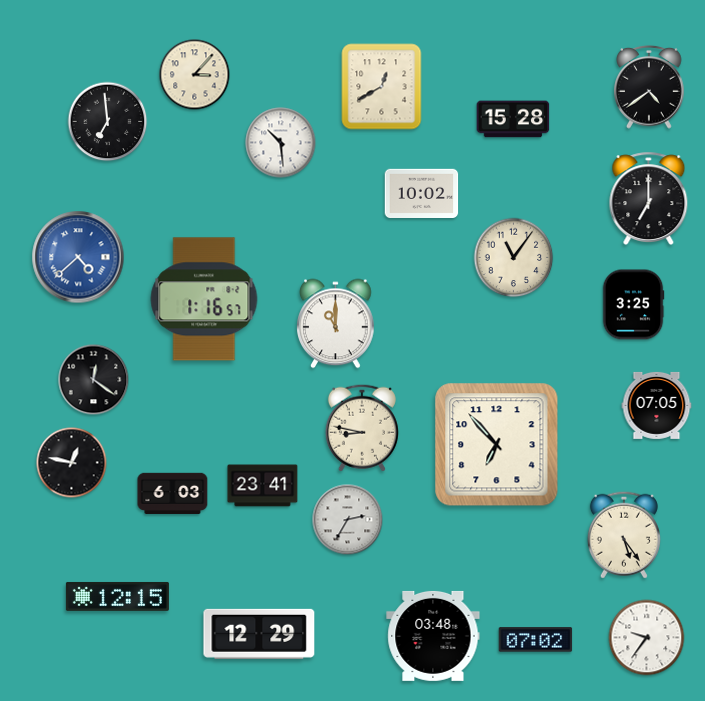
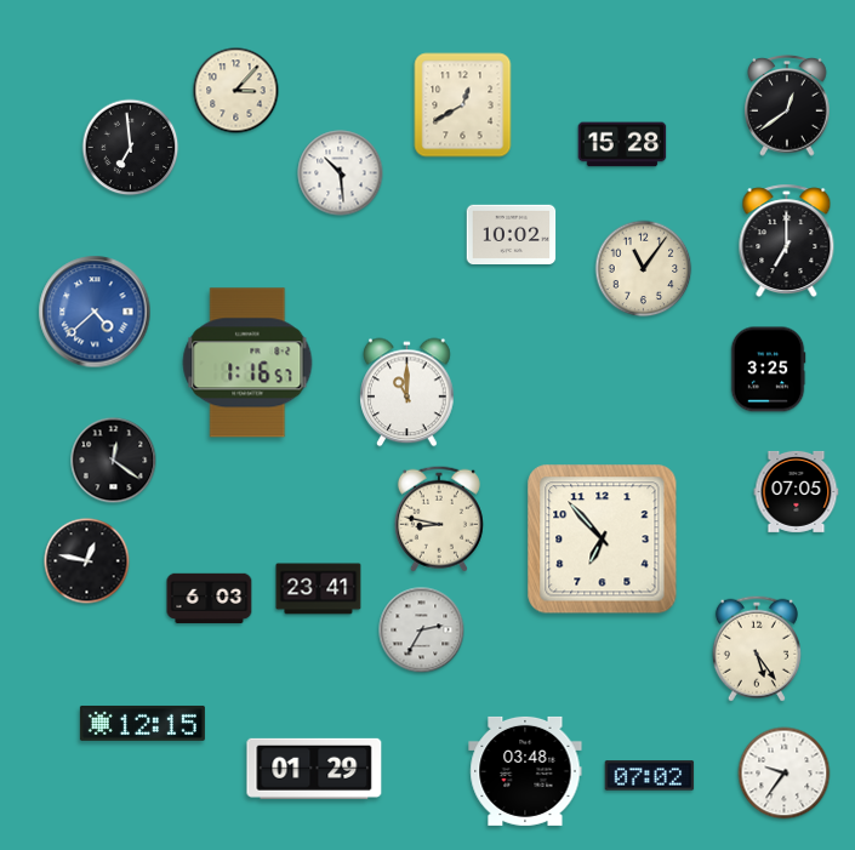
clock at (649, 87): 4:39 -> 12:39
clock at (514, 258) position: (514, 258) -> (644, 269)
clock at (259, 634): 12:29 -> 01:29
